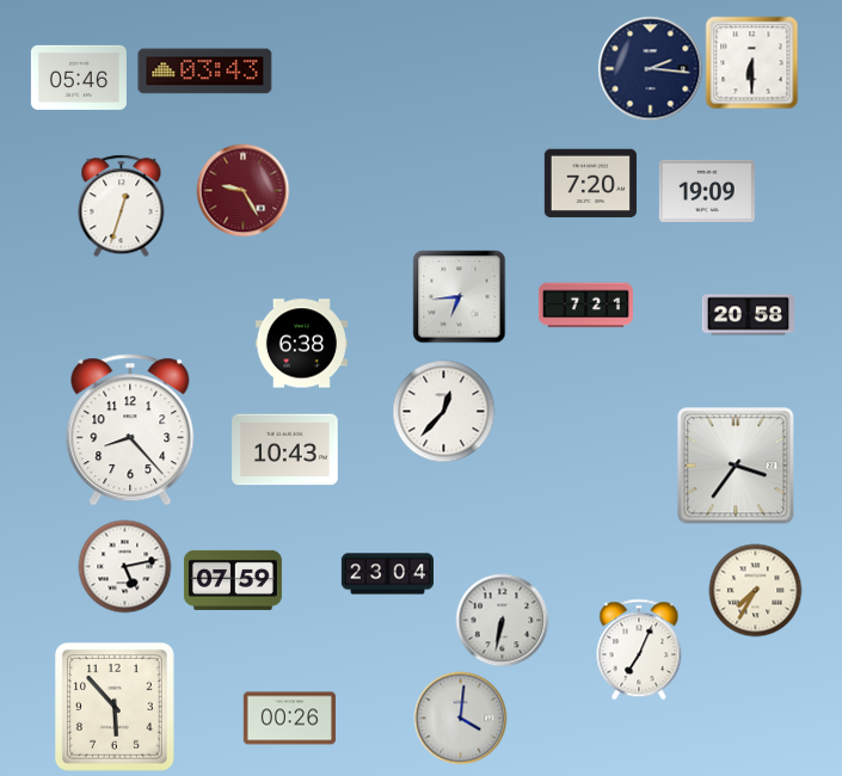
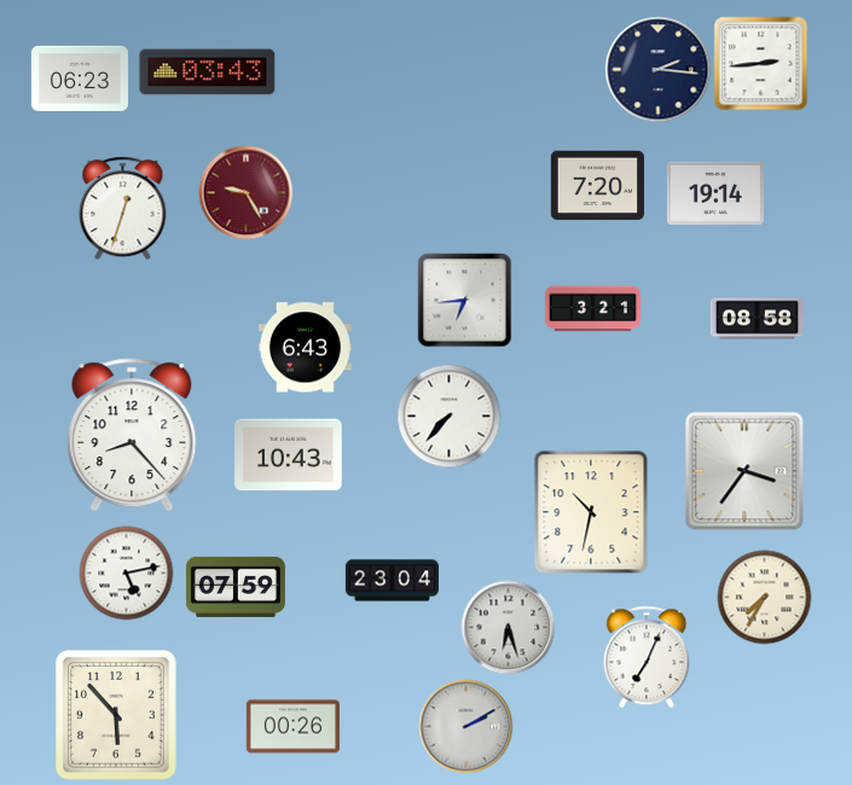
clock at (751, 62): 6:30 -> 2:44
clock at (79, 78): 05:46 -> 06:23
clock at (707, 191): 19:09 -> 19:14
clock at (585, 306): 7:21 -> 3:21
clock at (748, 315): 20:58 -> 08:58
clock at (301, 344): 6:38 -> 6:43
clock at (443, 411): 12:37 -> 7:37
clock at (591, 512): none -> 10:32
clock at (502, 620): 6:32 -> 6:27
clock at (460, 718): 4:01 -> 2:10
